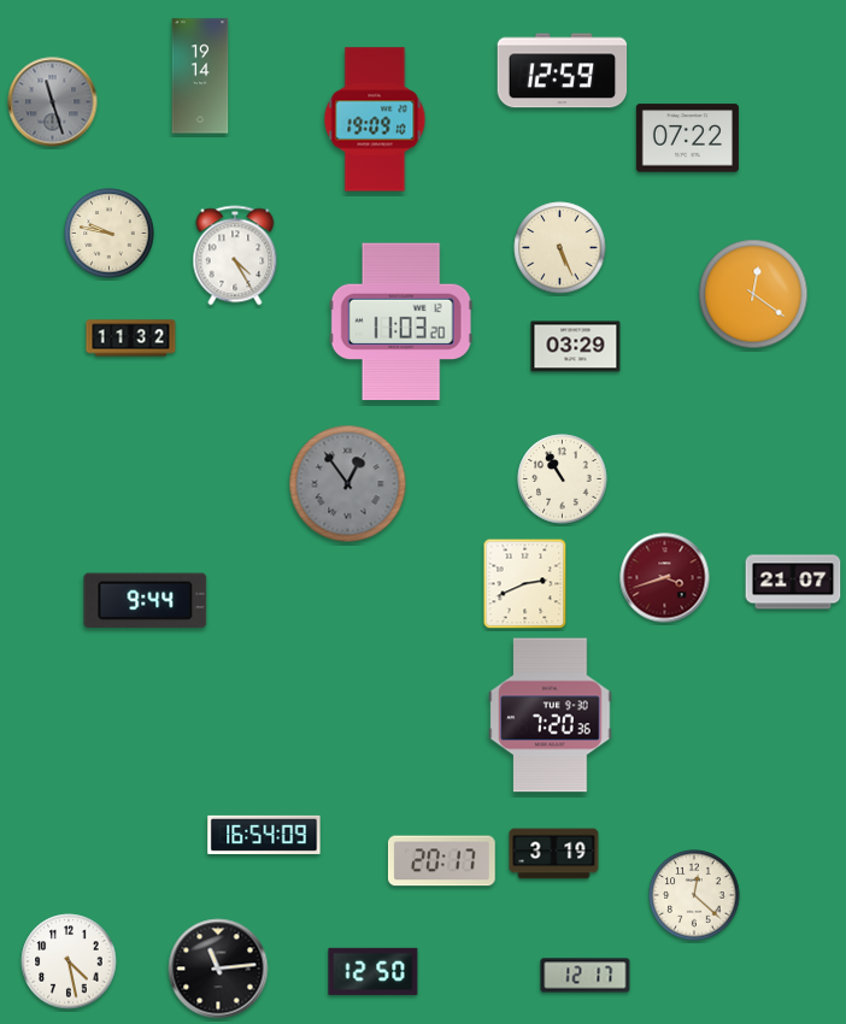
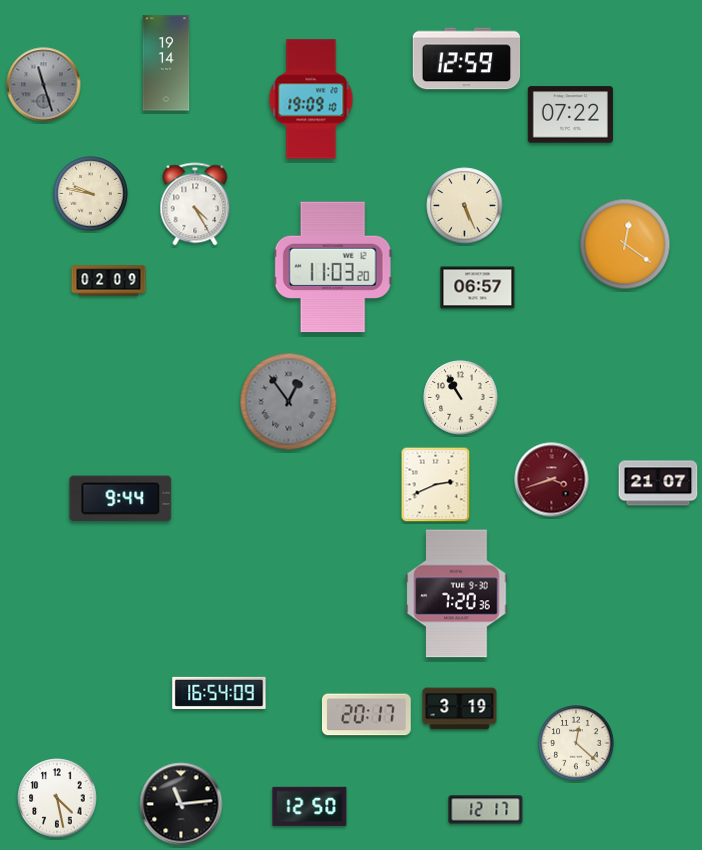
clock at (235, 255) position: (235, 255) -> (195, 204)
clock at (131, 339): 11:32 -> 02:09
clock at (576, 347): 03:29 -> 06:57
clock at (563, 479) position: (563, 479) -> (461, 398)
